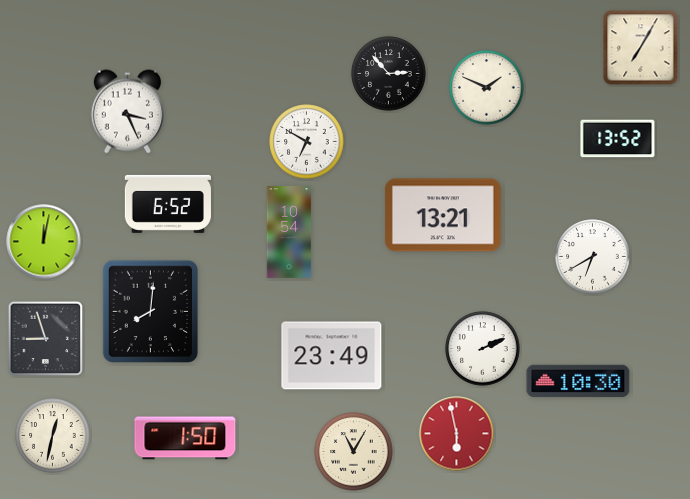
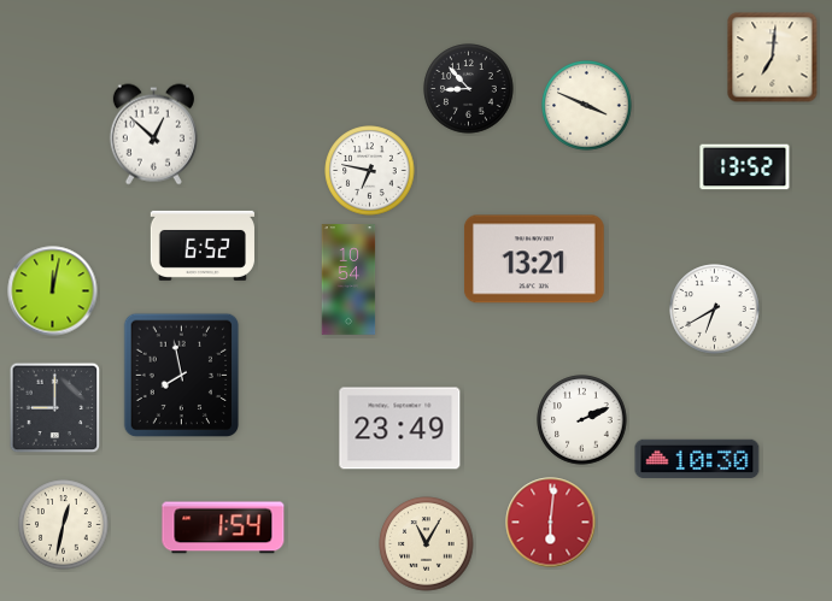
clock at (641, 48): 7:05 -> 7:01
clock at (389, 74): 2:53 -> 8:53
clock at (487, 88): 1:49 -> 3:49
clock at (127, 112): 3:26 -> 12:52
clock at (307, 142): 6:50 -> 6:47
clock at (151, 312): 8:01 -> 7:58
clock at (46, 339): 8:57 -> 9:00
clock at (457, 434): 5:58 -> 6:01
clock at (185, 438): 1:50 -> 1:54
